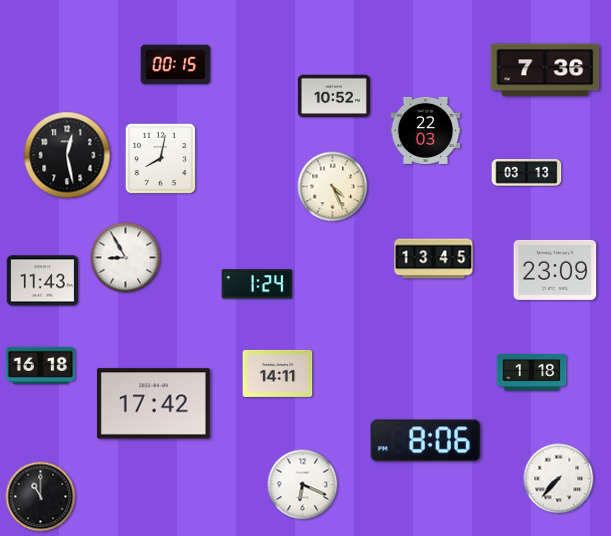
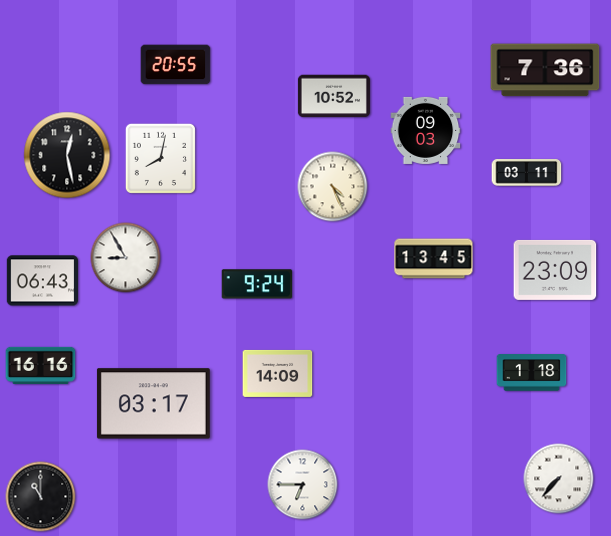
clock at (176, 65): 00:15 -> 20:55
clock at (426, 130): 22:03 -> 09:03
clock at (527, 173): 03:13 -> 03:11
clock at (42, 281): 11:43 -> 06:43
clock at (257, 284): 1:24 -> 9:24
clock at (41, 365): 16:18 -> 16:16
clock at (278, 373): 14:11 -> 14:09
clock at (153, 404): 17:42 -> 03:17
clock at (426, 441): 8:06 -> none
clock at (303, 485): 6:19 -> 6:45
